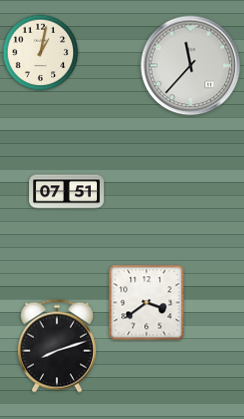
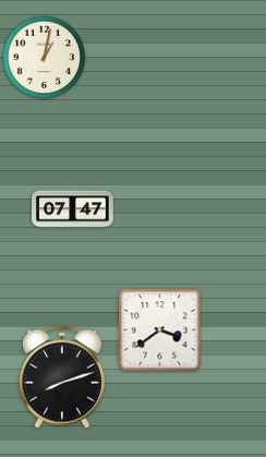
clock at (191, 66): 11:37 -> none
clock at (67, 192): 07:51 -> 07:47
